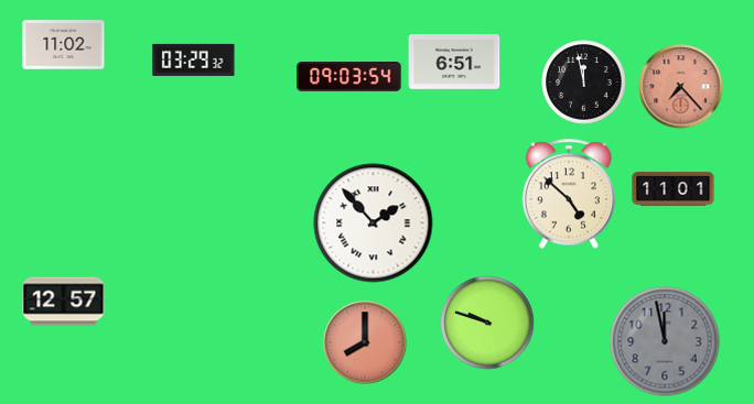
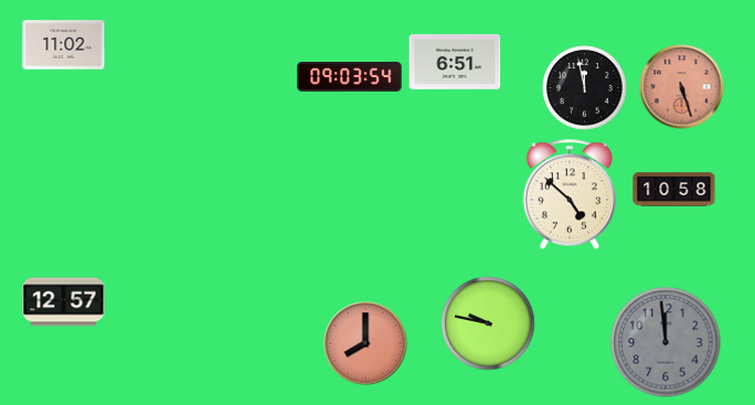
clock at (194, 59): 03:29 -> none
clock at (584, 83) position: (584, 83) -> (585, 88)
clock at (681, 87): 7:23 -> 5:27
clock at (674, 189): 11:01 -> 10:58
clock at (374, 223): 1:53 -> none
clock at (487, 323): 9:48 -> 9:47
clock at (665, 341): 11:58 -> 11:59
